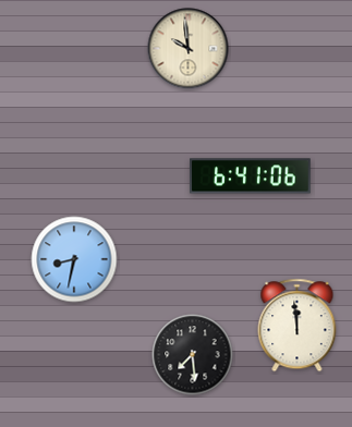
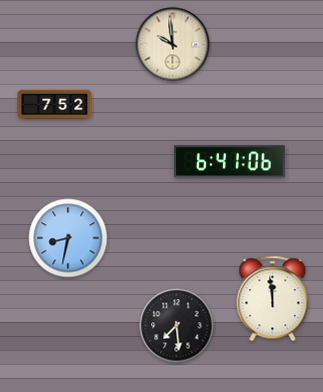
clock at (55, 104): none -> 7:52
